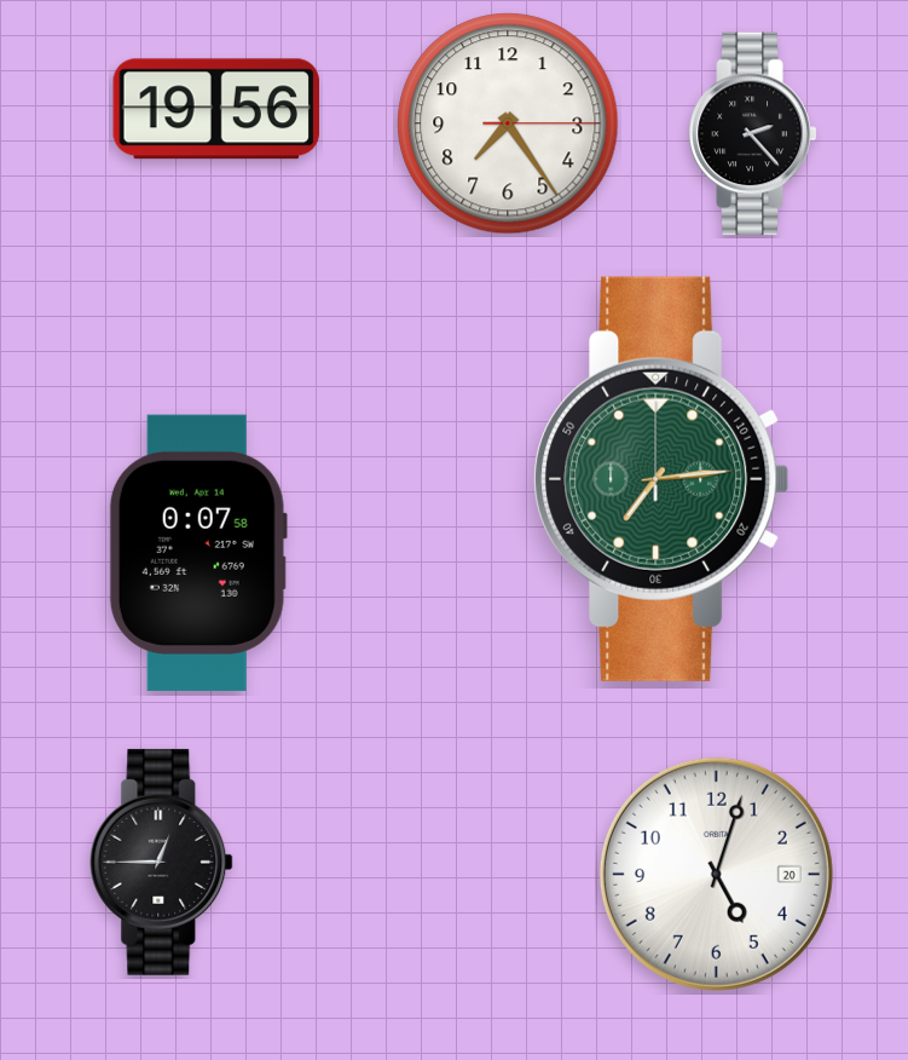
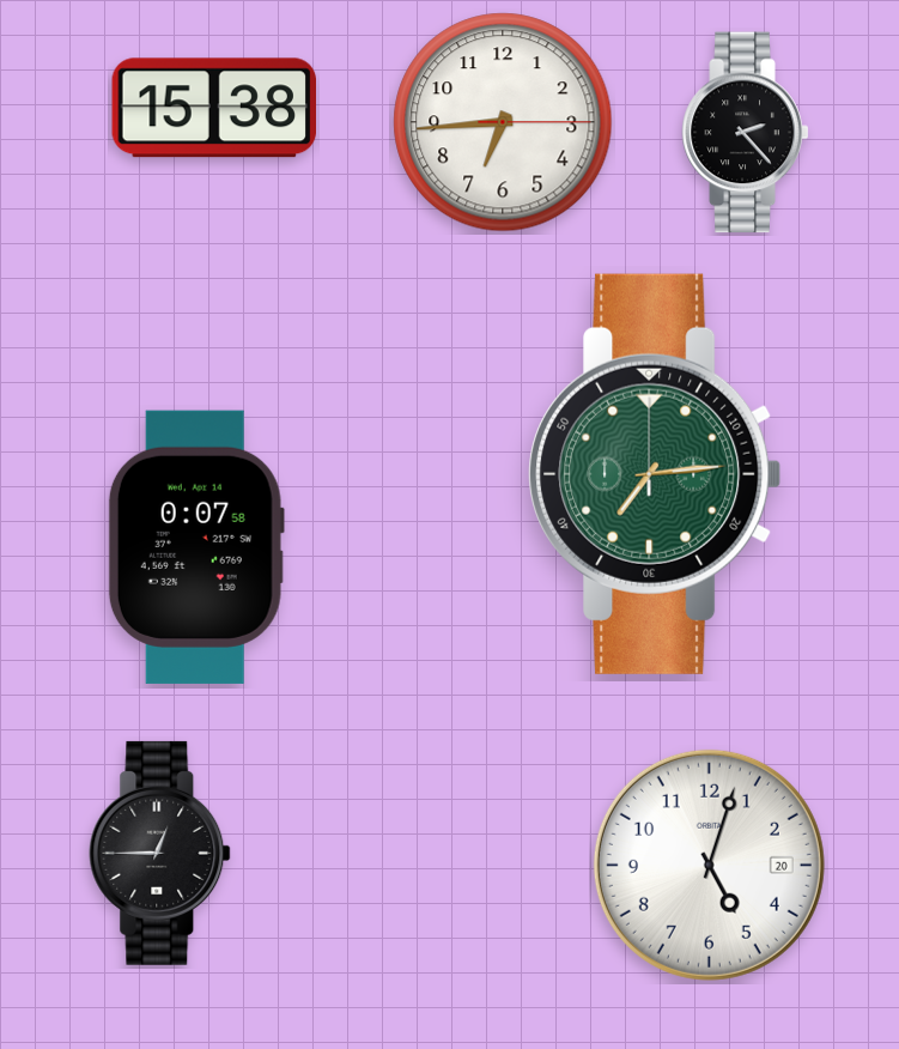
clock at (215, 109): 19:56 -> 15:38
clock at (508, 123): 7:24 -> 6:44
